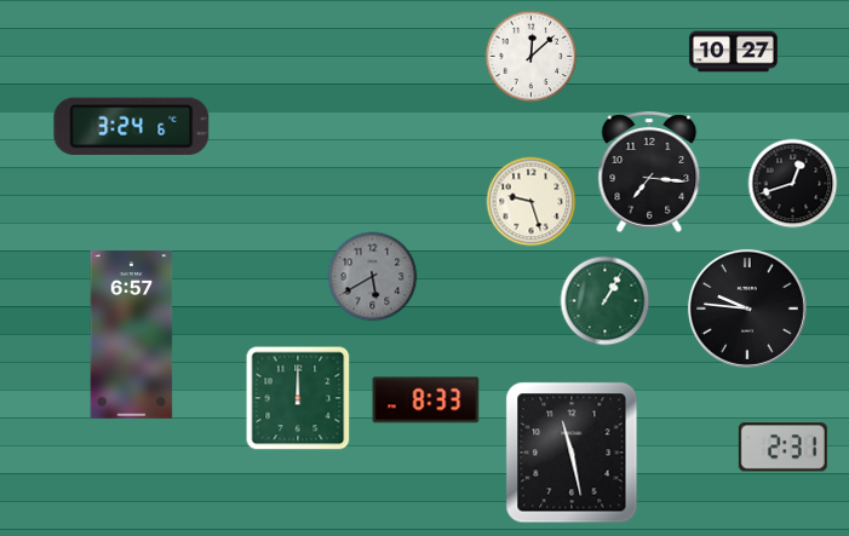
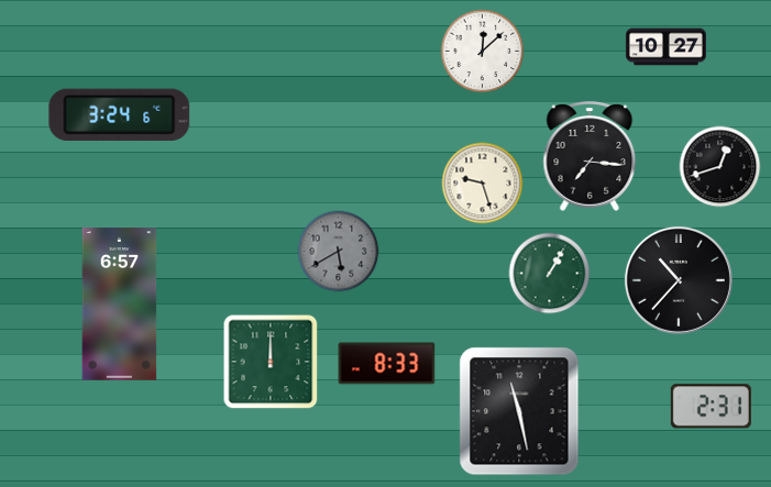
clock at (747, 309): 9:46 -> 10:37
